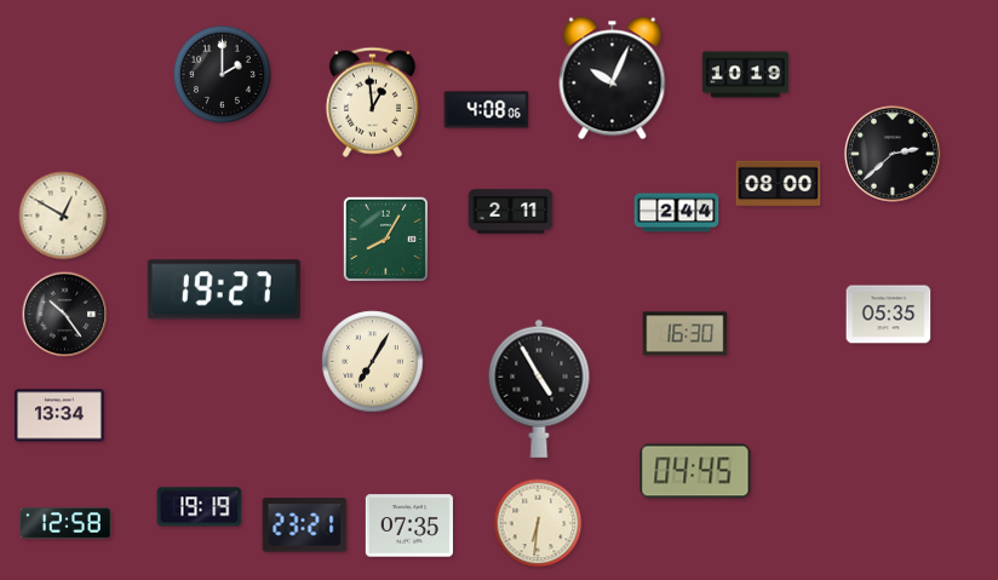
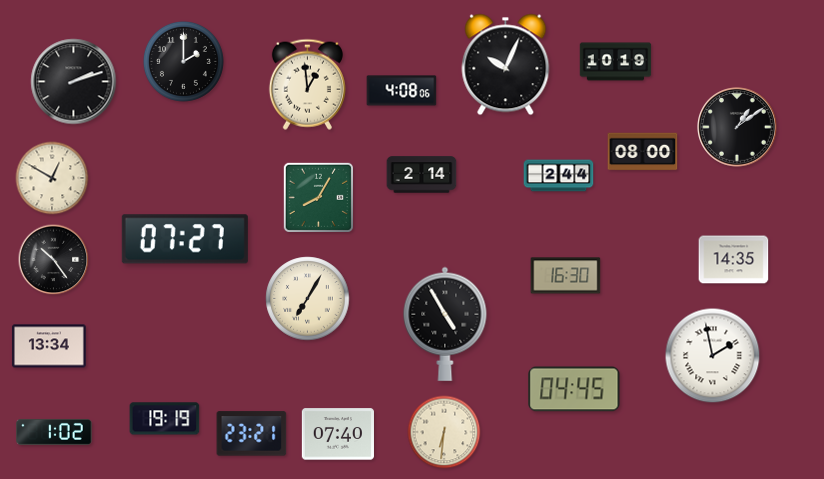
clock at (74, 82): none -> 2:12
clock at (894, 155): 2:38 -> 1:09
clock at (511, 212): 2:11 -> 2:14
clock at (224, 289): 19:27 -> 07:27
clock at (889, 315): 05:35 -> 14:35
clock at (539, 389) position: (539, 389) -> (445, 324)
clock at (59, 415) position: (59, 415) -> (49, 346)
clock at (713, 356): none -> 1:58
clock at (65, 523): 12:58 -> 1:02
clock at (409, 526): 07:35 -> 07:40
